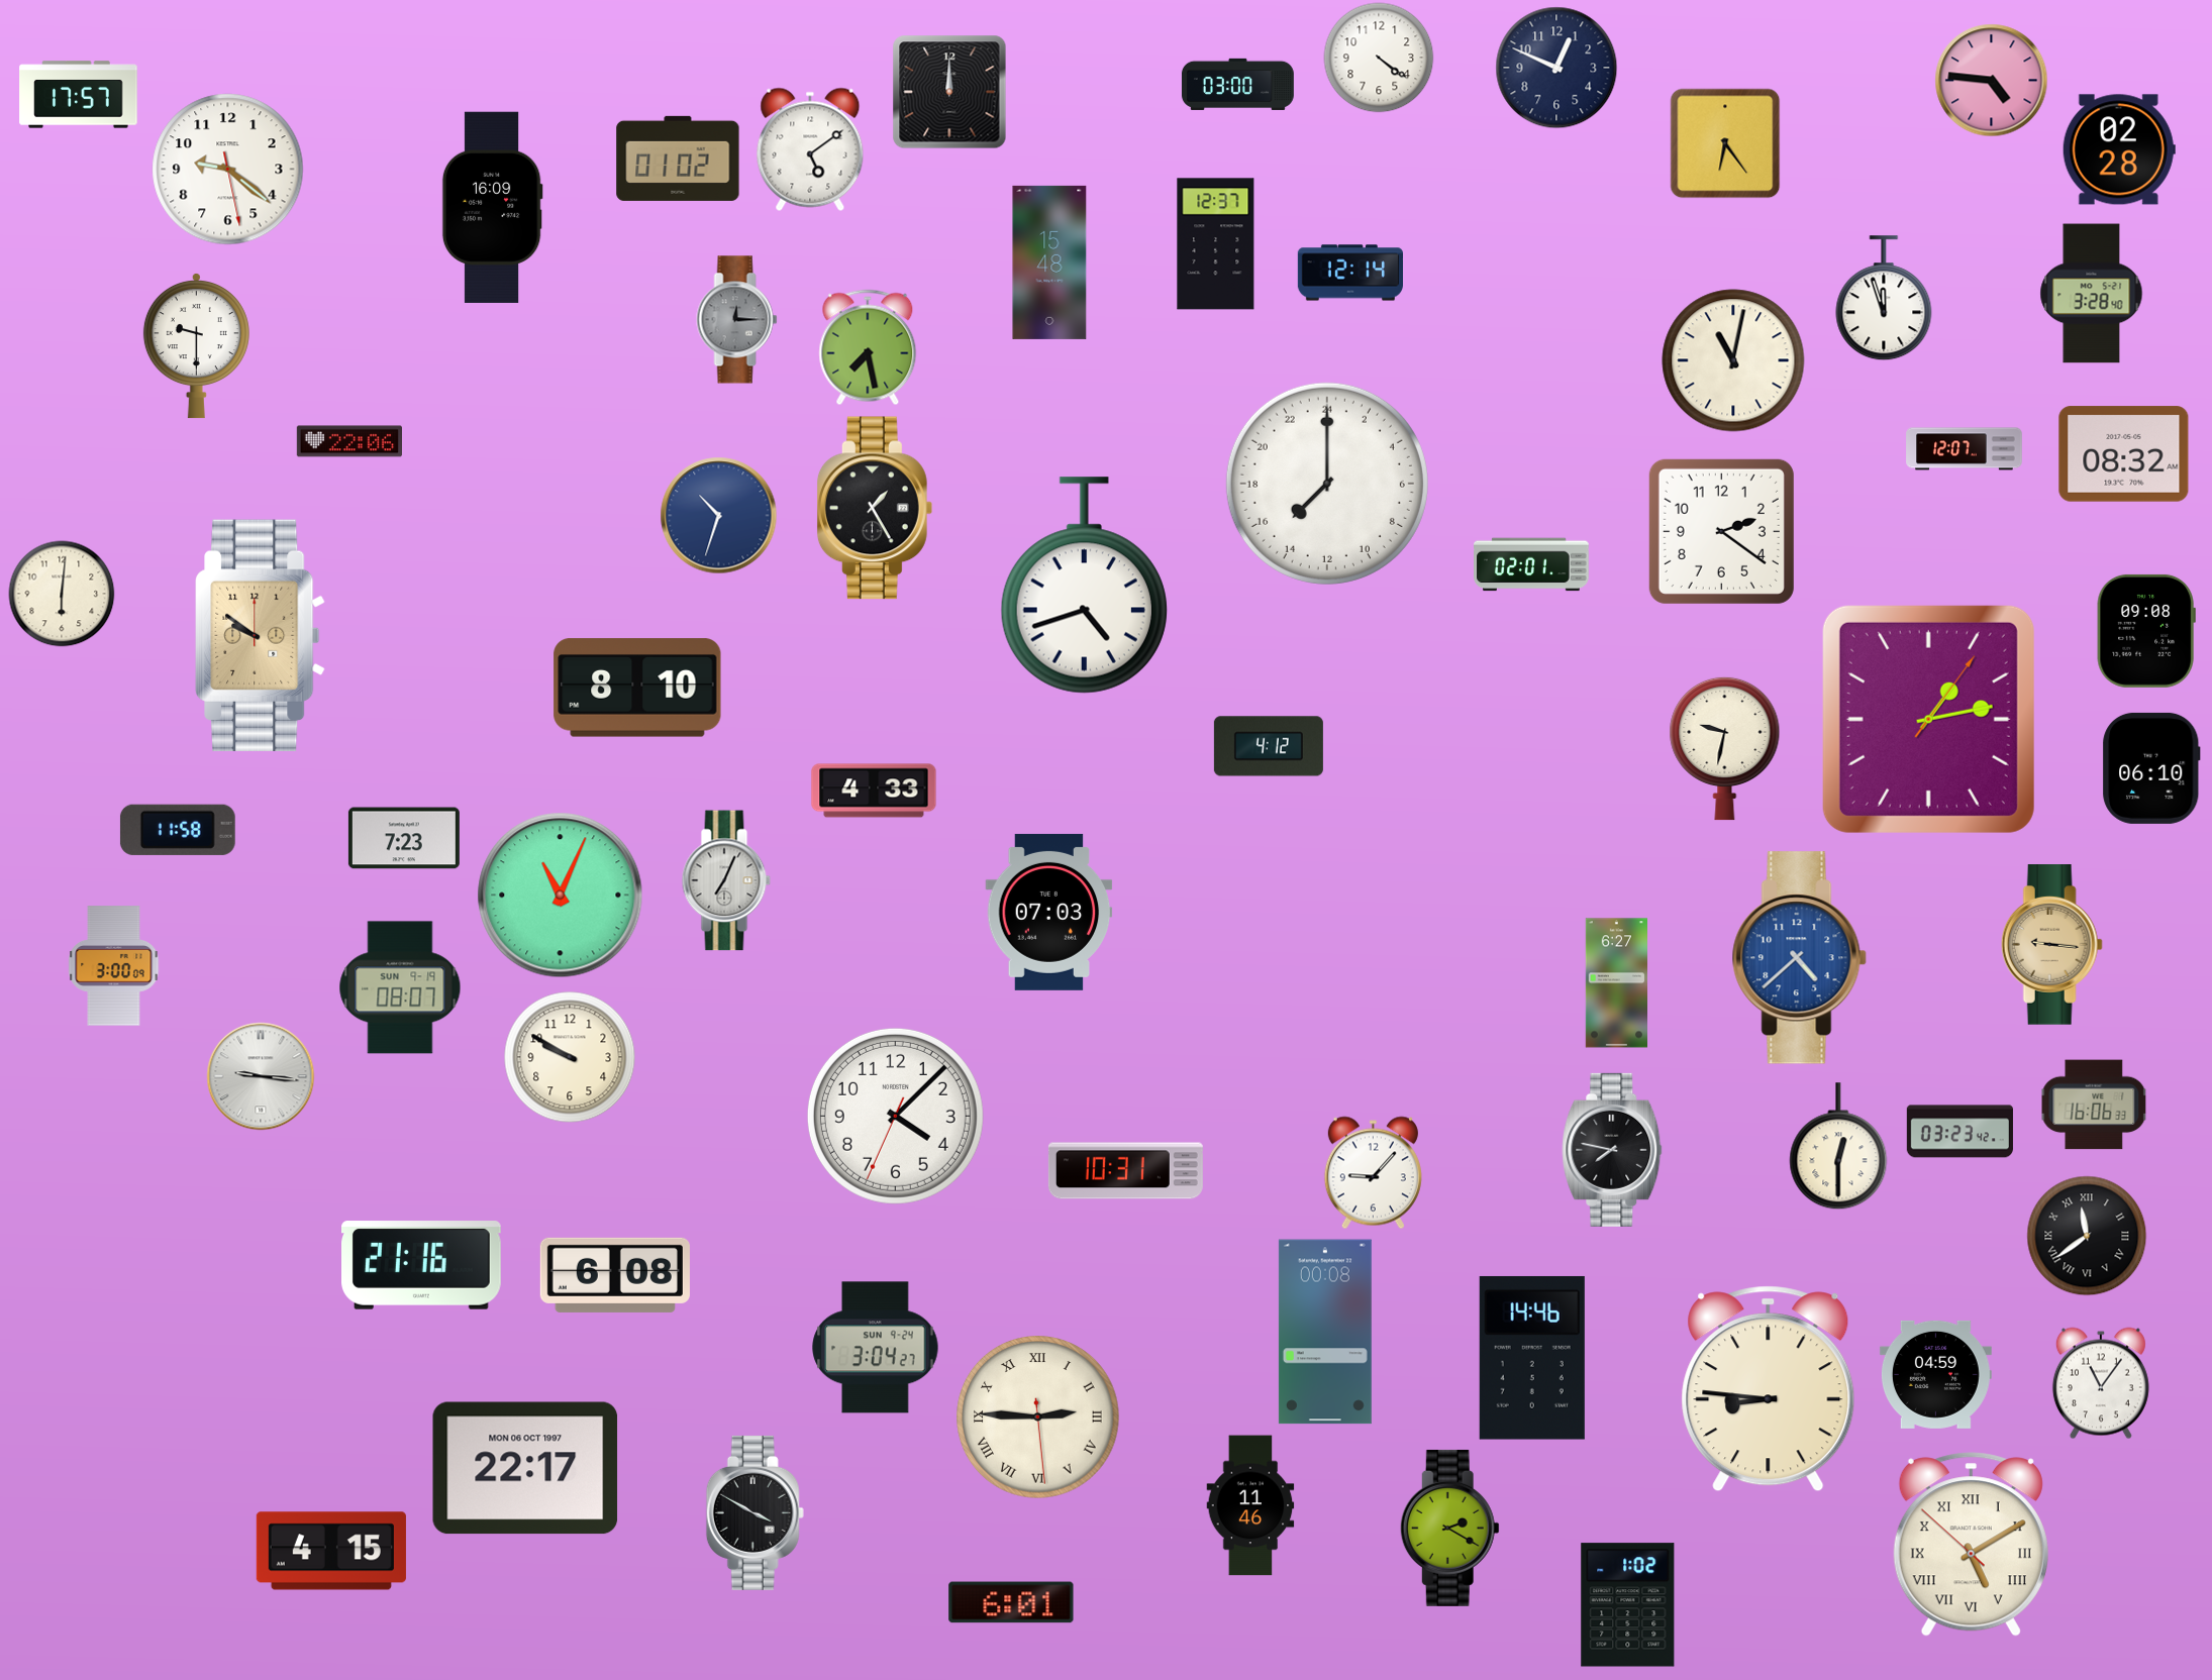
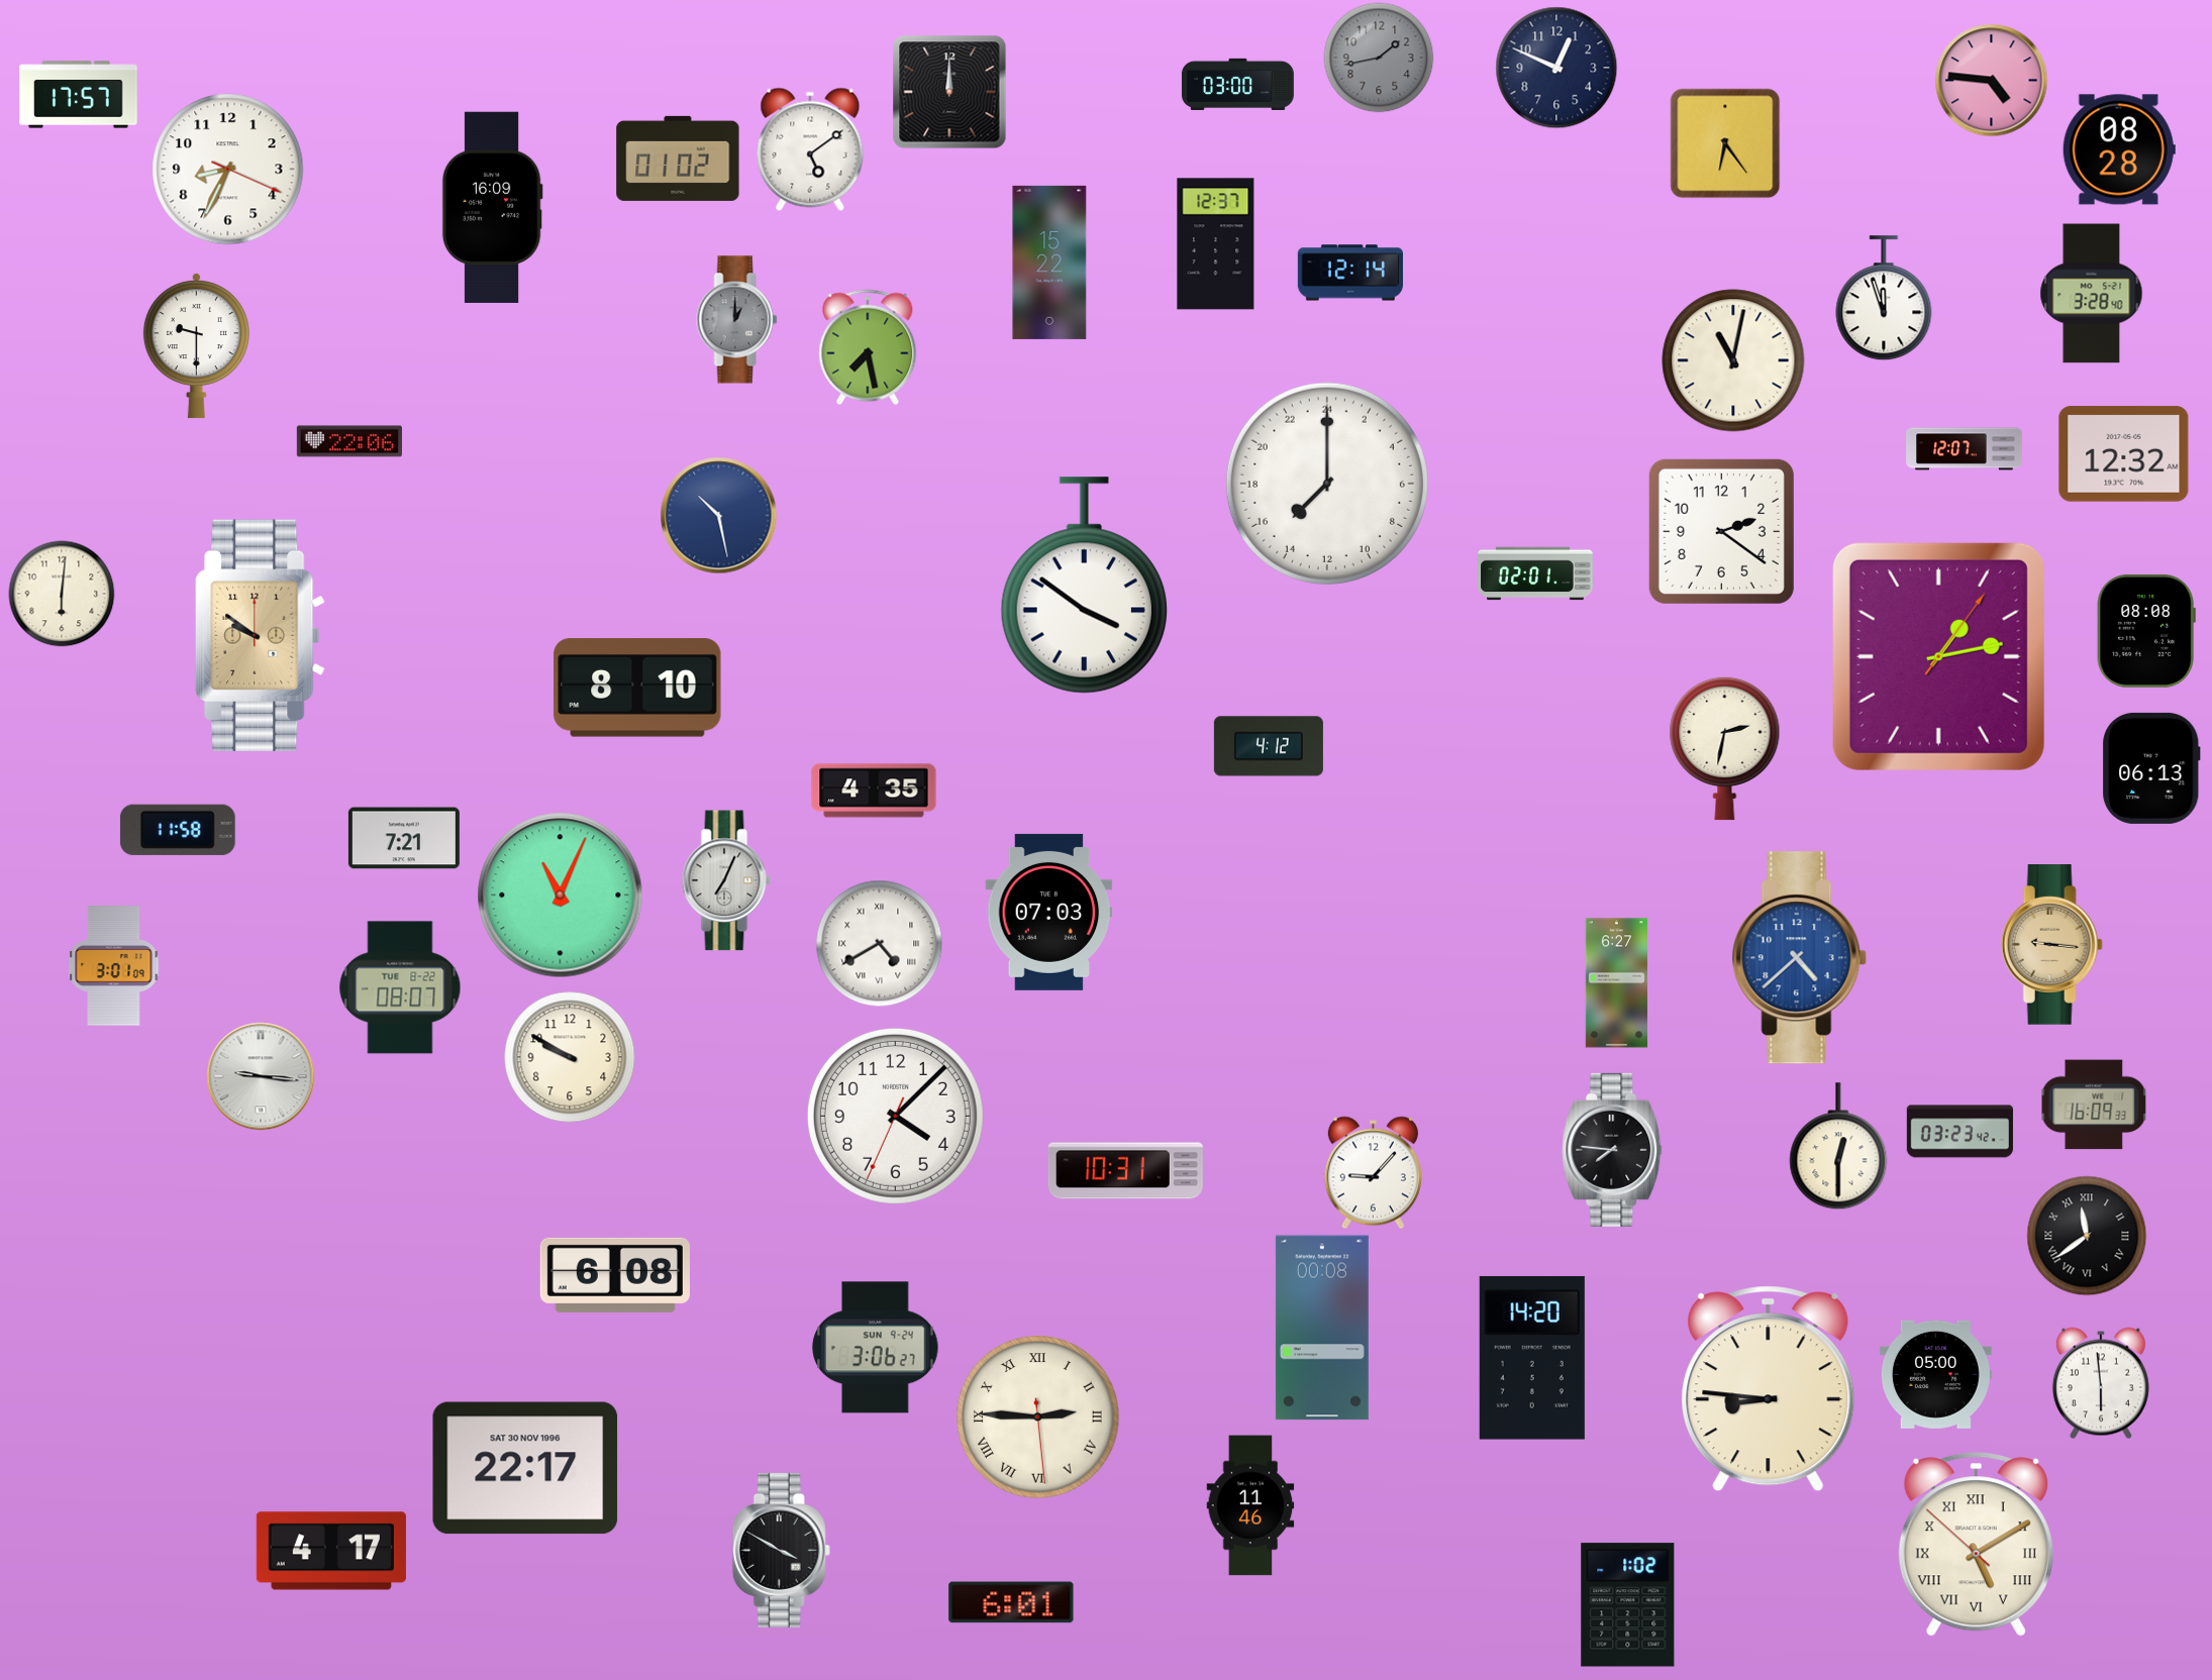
clock at (1379, 58): 4:21 -> 1:43
clock at (1379, 58) dial: white -> grey
clock at (2119, 149): 02:28 -> 08:28
clock at (228, 170): 9:21 -> 8:34
clock at (1049, 262): 15:48 -> 15:22
clock at (737, 320): 12:15 -> 1:00
clock at (2124, 454): 08:32 -> 12:32
clock at (875, 508): 1:25 -> none
clock at (719, 516): 10:33 -> 10:28
clock at (1531, 564) position: (1531, 564) -> (1535, 573)
clock at (1084, 586): 4:42 -> 3:51
clock at (2146, 631): 09:08 -> 08:08
clock at (1928, 719) position: (1928, 719) -> (1938, 656)
clock at (1725, 748): 9:32 -> 2:32
clock at (2151, 768): 06:10 -> 06:13
clock at (874, 791): 4:33 -> 4:35
clock at (404, 838): 7:23 -> 7:21
clock at (880, 944): none -> 4:40
clock at (114, 966): 3:00 -> 3:01
clock at (400, 987) date: SUN 9-19 -> TUE 8-22
clock at (2094, 1105): 16:06 -> 16:09
clock at (1612, 1150): 7:47 -> 7:46
clock at (422, 1265): 21:16 -> none
clock at (1325, 1332) position: (1325, 1332) -> (1322, 1328)
clock at (876, 1348): 3:04 -> 3:06
clock at (1532, 1358): 14:46 -> 14:20
clock at (1935, 1374): 04:59 -> 05:00
clock at (2101, 1383): 11:06 -> 5:59
clock at (525, 1468) date: MON 06 OCT 1997 -> SAT 30 NOV 1996
clock at (755, 1512) position: (755, 1512) -> (781, 1550)
clock at (1449, 1528): 2:20 -> none
clock at (1971, 1545) position: (1971, 1545) -> (1976, 1545)
clock at (331, 1551): 4:15 -> 4:17
